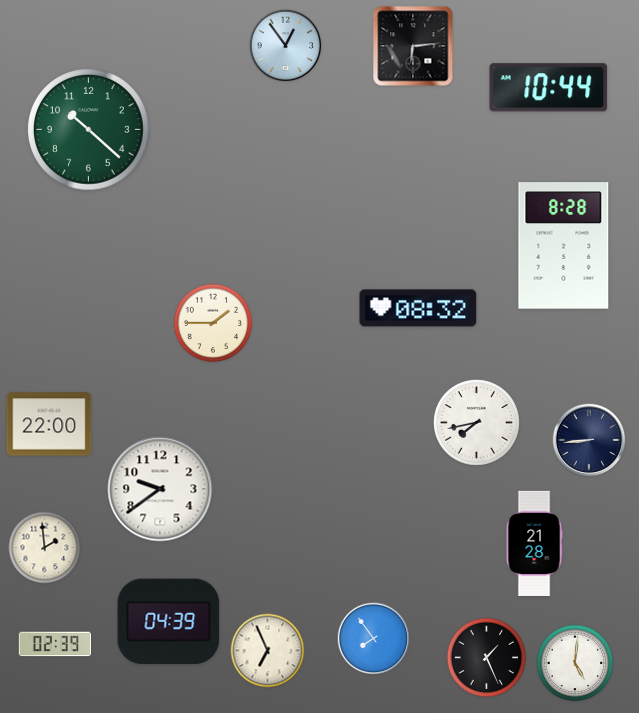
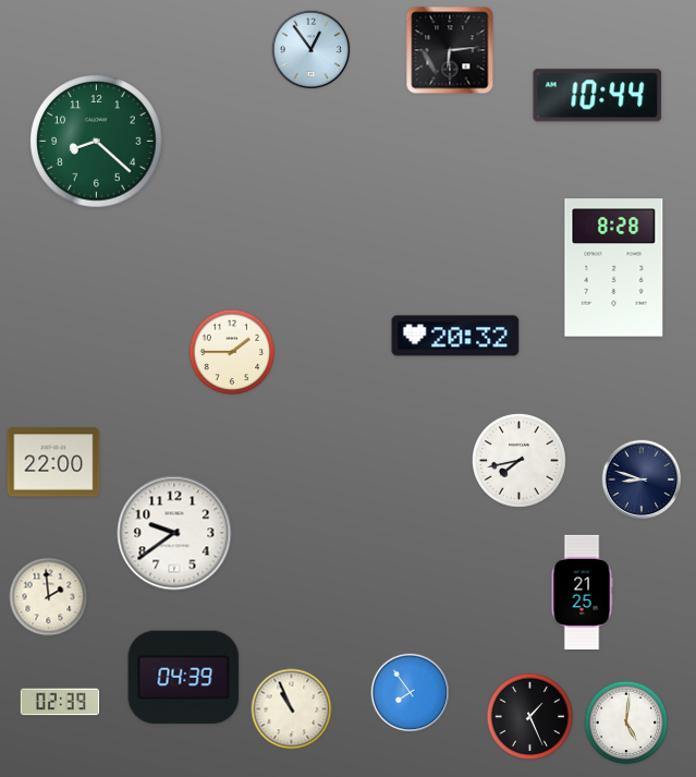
clock at (89, 130): 10:22 -> 8:22
clock at (418, 308): 08:32 -> 20:32
clock at (589, 440): 8:44 -> 8:48
clock at (534, 543): 21:28 -> 21:25
clock at (374, 639) position: (374, 639) -> (411, 693)
clock at (268, 651): 6:56 -> 10:56
